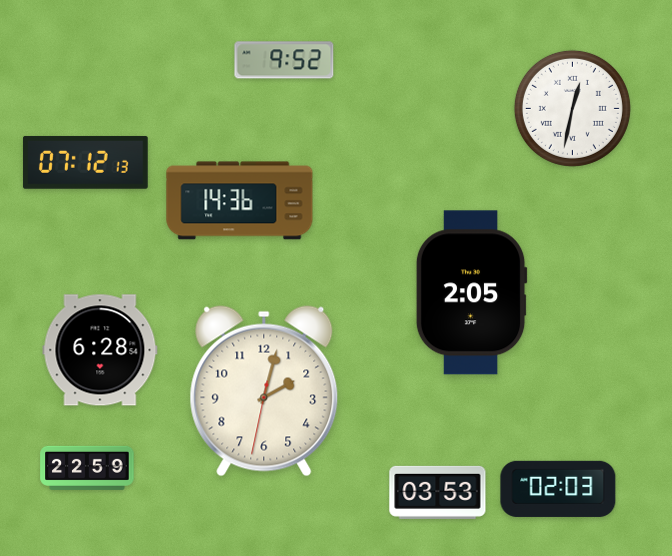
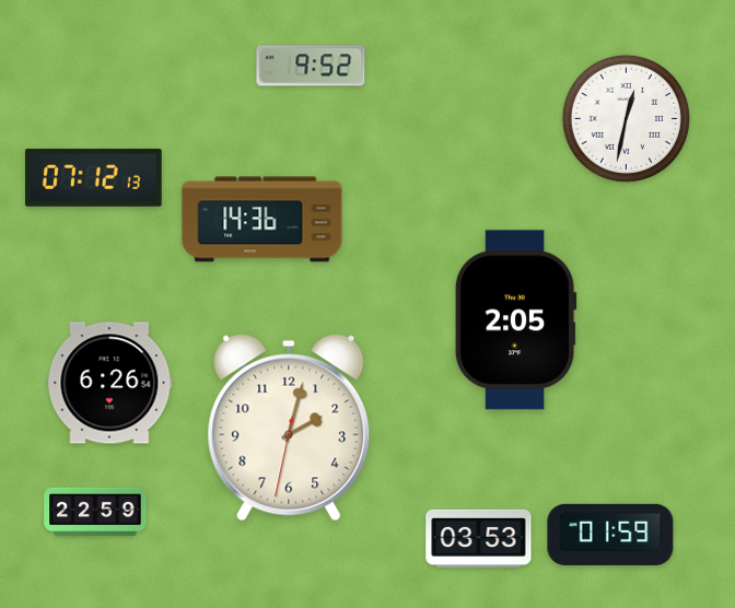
clock at (100, 350): 6:28 -> 6:26
clock at (558, 489): 02:03 -> 01:59
